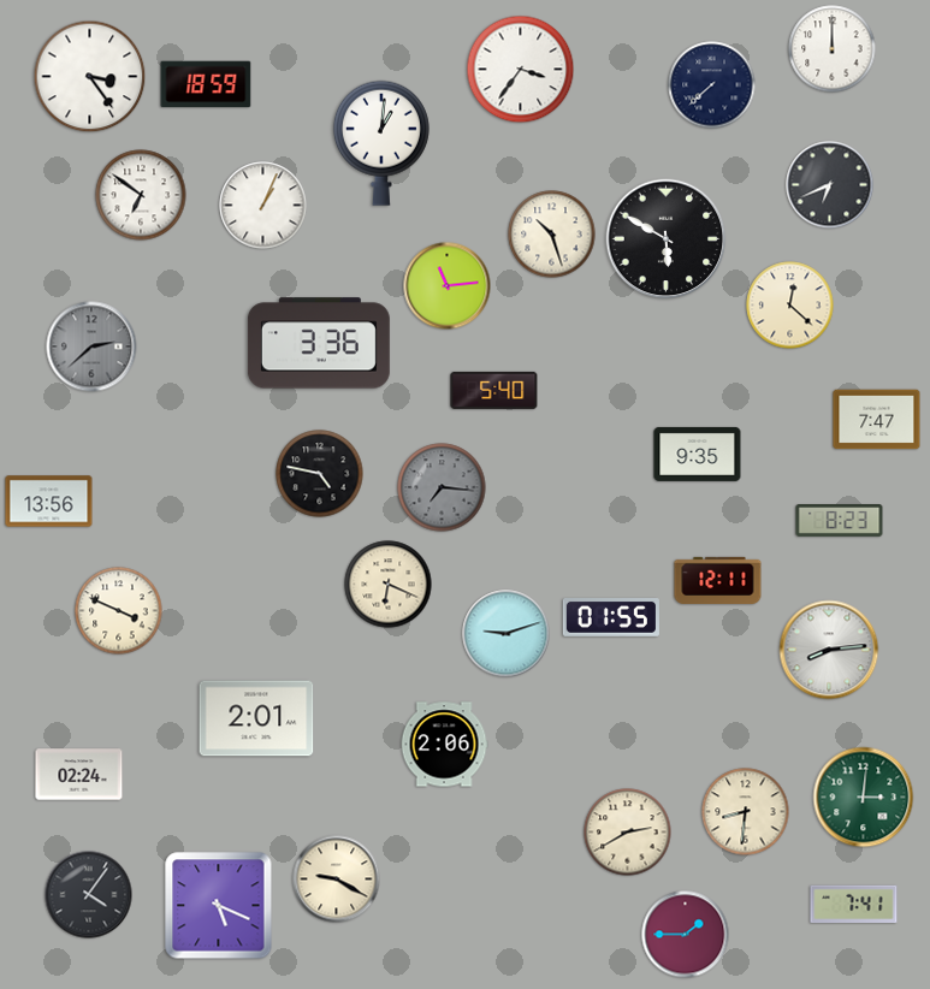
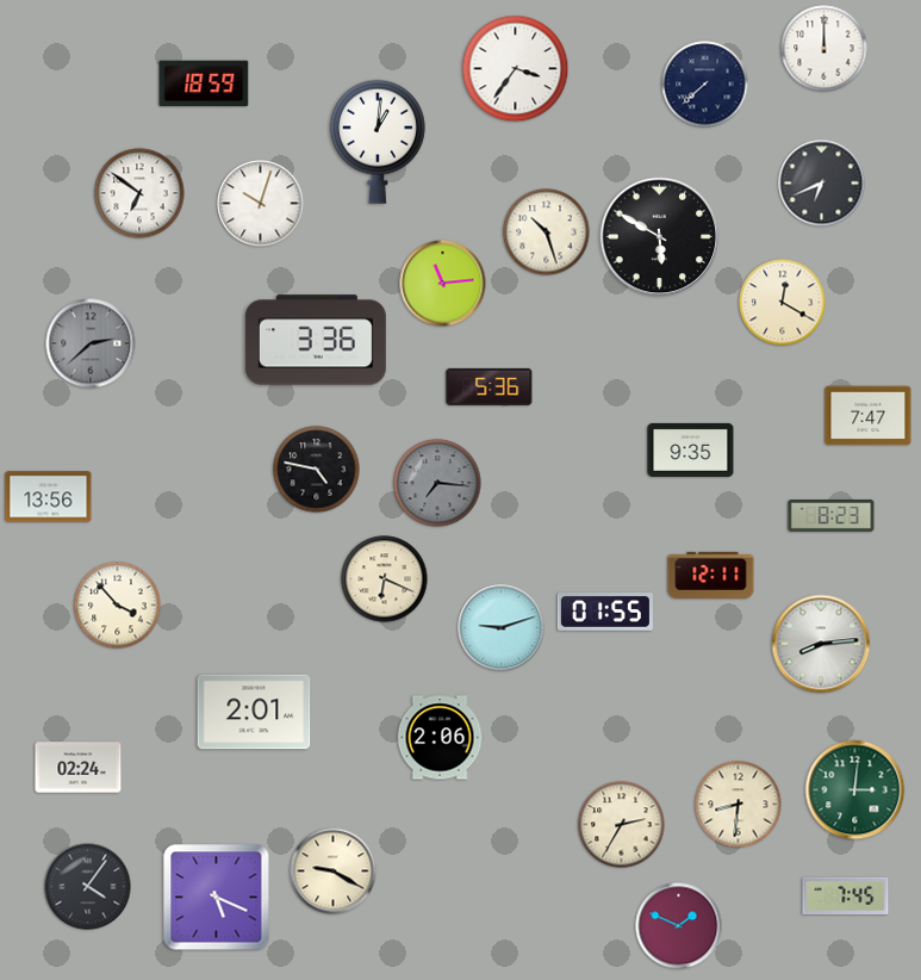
clock at (90, 77): 3:24 -> none
clock at (263, 206): 1:04 -> 10:03
clock at (790, 306): 12:22 -> 12:20
clock at (494, 390): 5:40 -> 5:36
clock at (119, 611): 3:49 -> 3:53
clock at (628, 833): 2:40 -> 2:35
clock at (854, 905): 7:41 -> 7:45
clock at (686, 935): 1:45 -> 1:49
